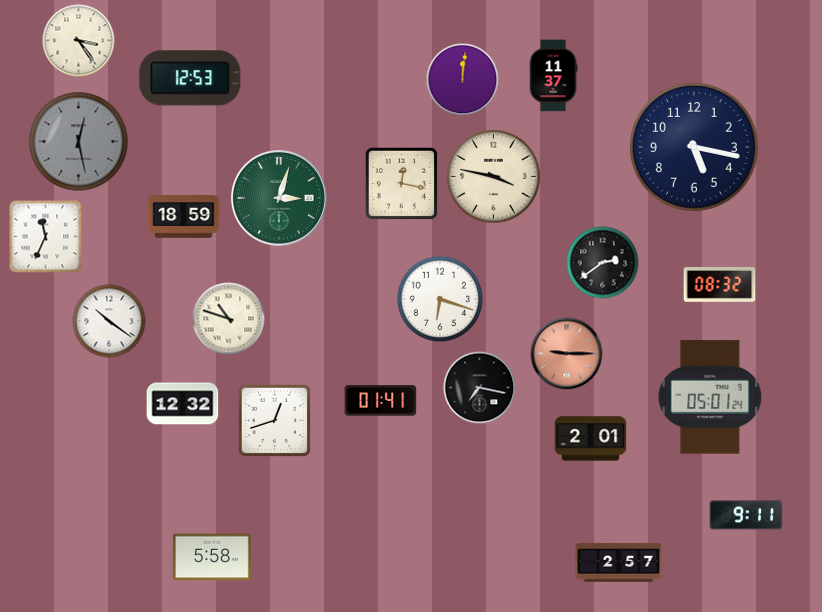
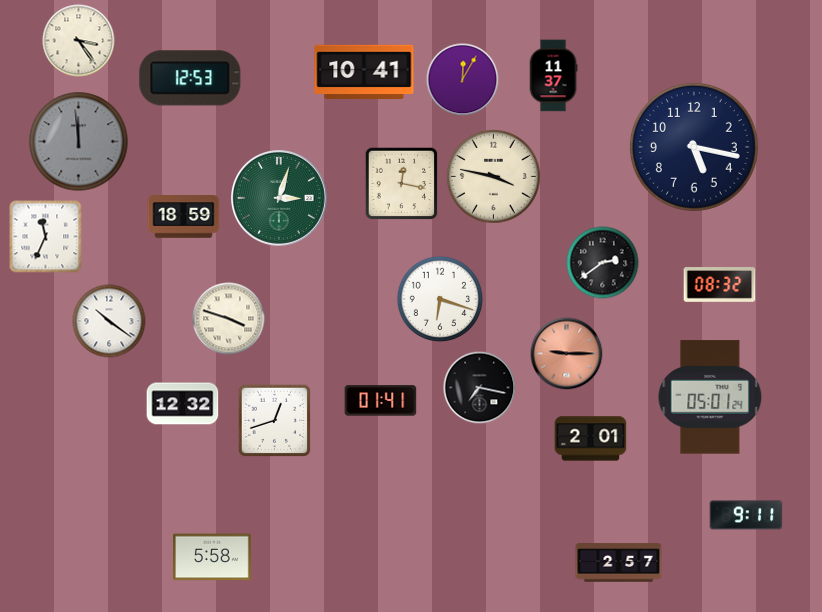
clock at (364, 72): none -> 10:41
clock at (463, 80): 12:01 -> 12:05
clock at (79, 142): 12:28 -> 11:59
clock at (229, 319): 10:48 -> 3:48
